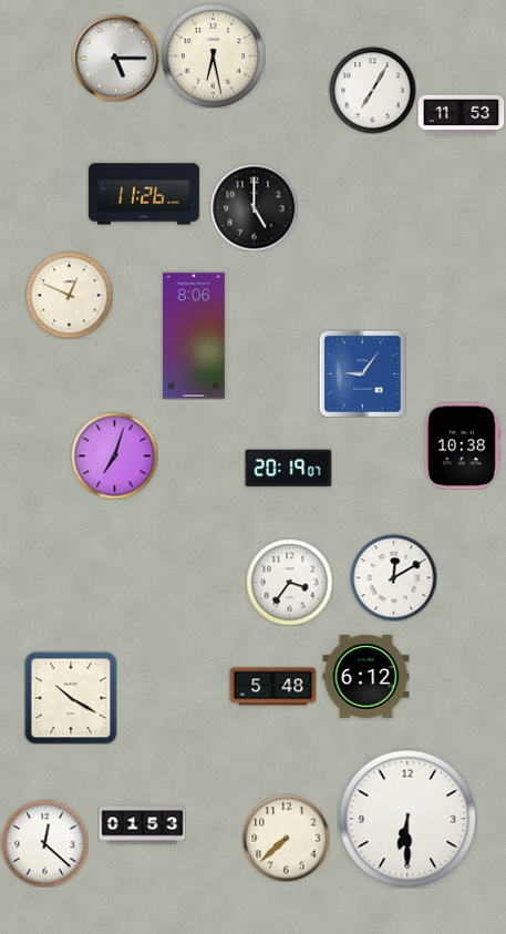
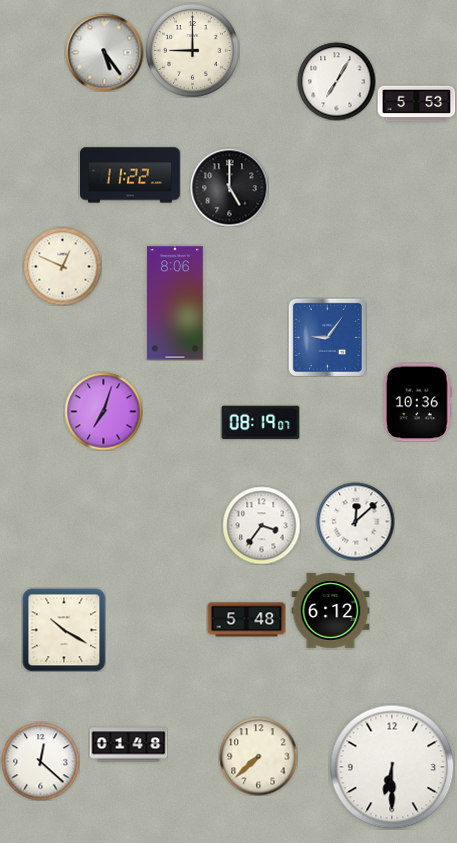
clock at (213, 55): 6:28 -> 9:00
clock at (115, 58): 5:15 -> 5:24
clock at (461, 115): 11:53 -> 5:53
clock at (145, 194): 11:26 -> 11:22
clock at (462, 445): 10:38 -> 10:36
clock at (288, 469): 20:19 -> 08:19
clock at (393, 577): 12:10 -> 12:08
clock at (407, 819) position: (407, 819) -> (392, 767)
clock at (142, 825): 01:53 -> 01:48
